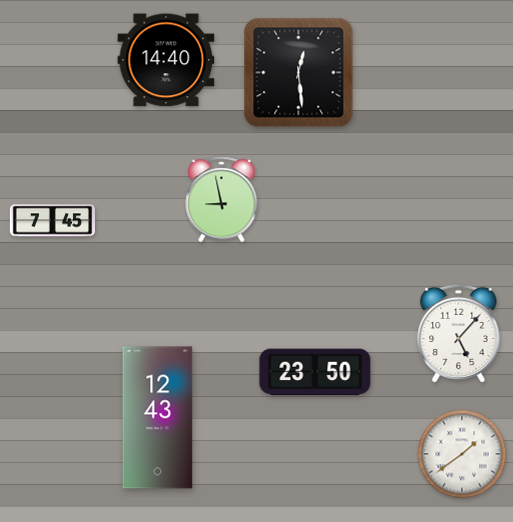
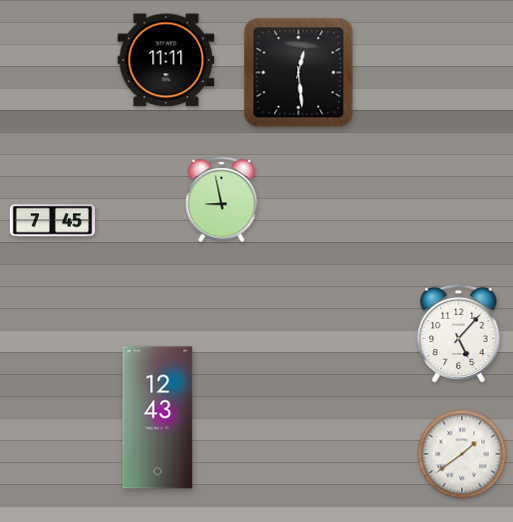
clock at (166, 60): 14:40 -> 11:11
clock at (315, 372): 23:50 -> none
